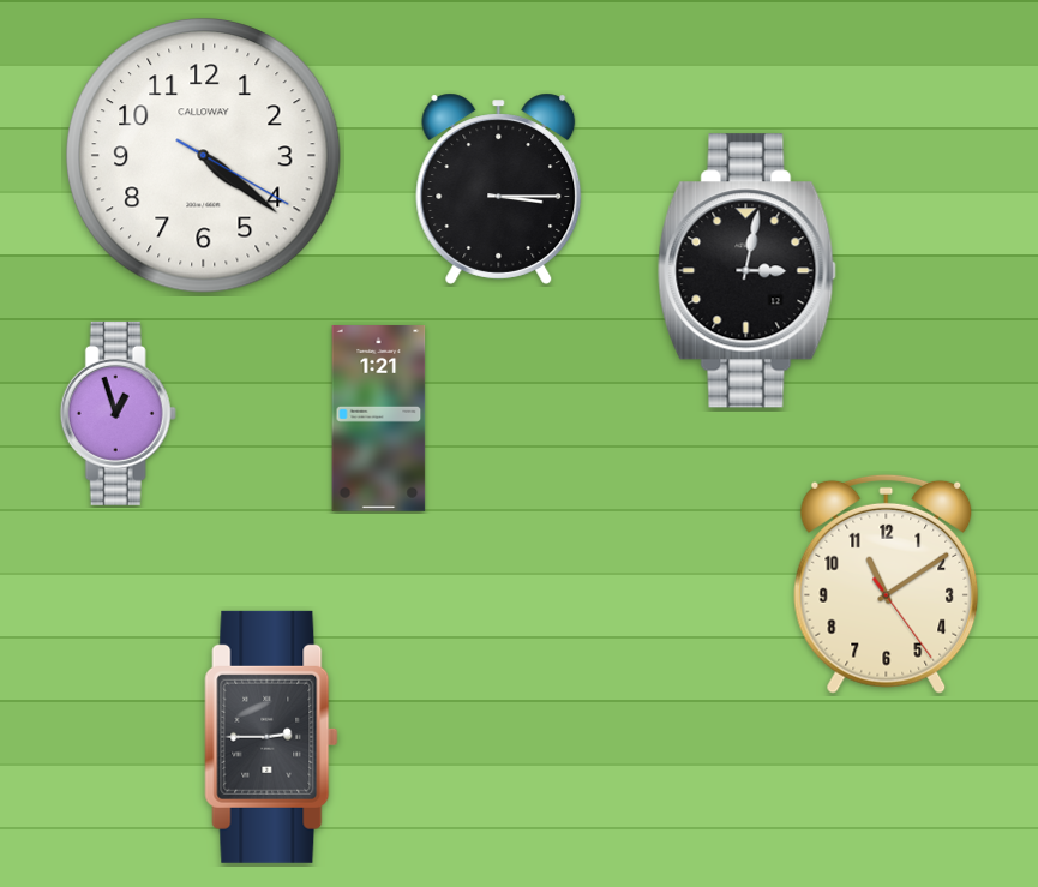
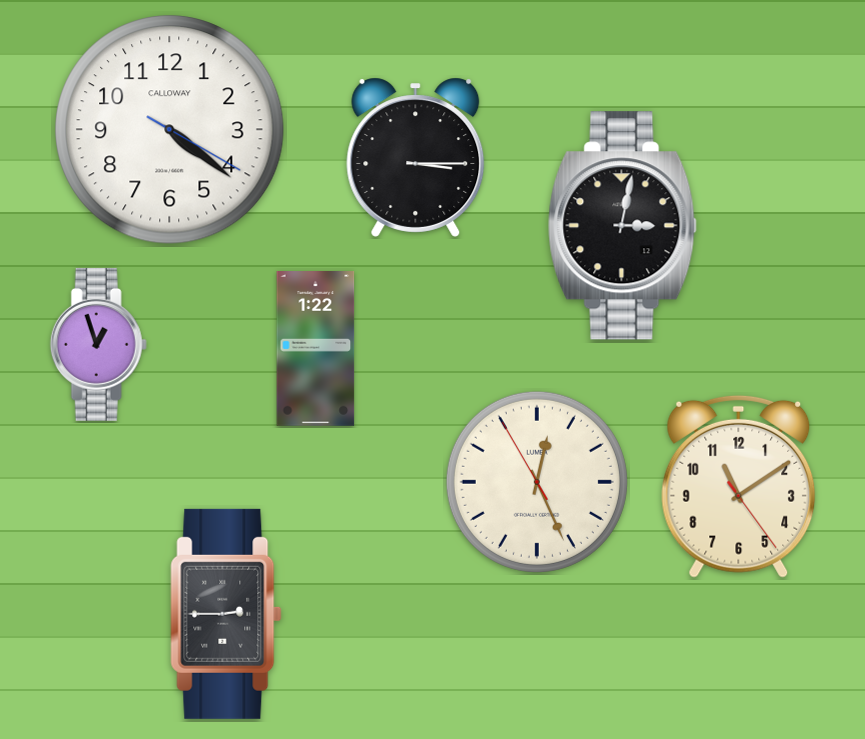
clock at (379, 419): 1:21 -> 1:22
clock at (537, 482): none -> 12:25
